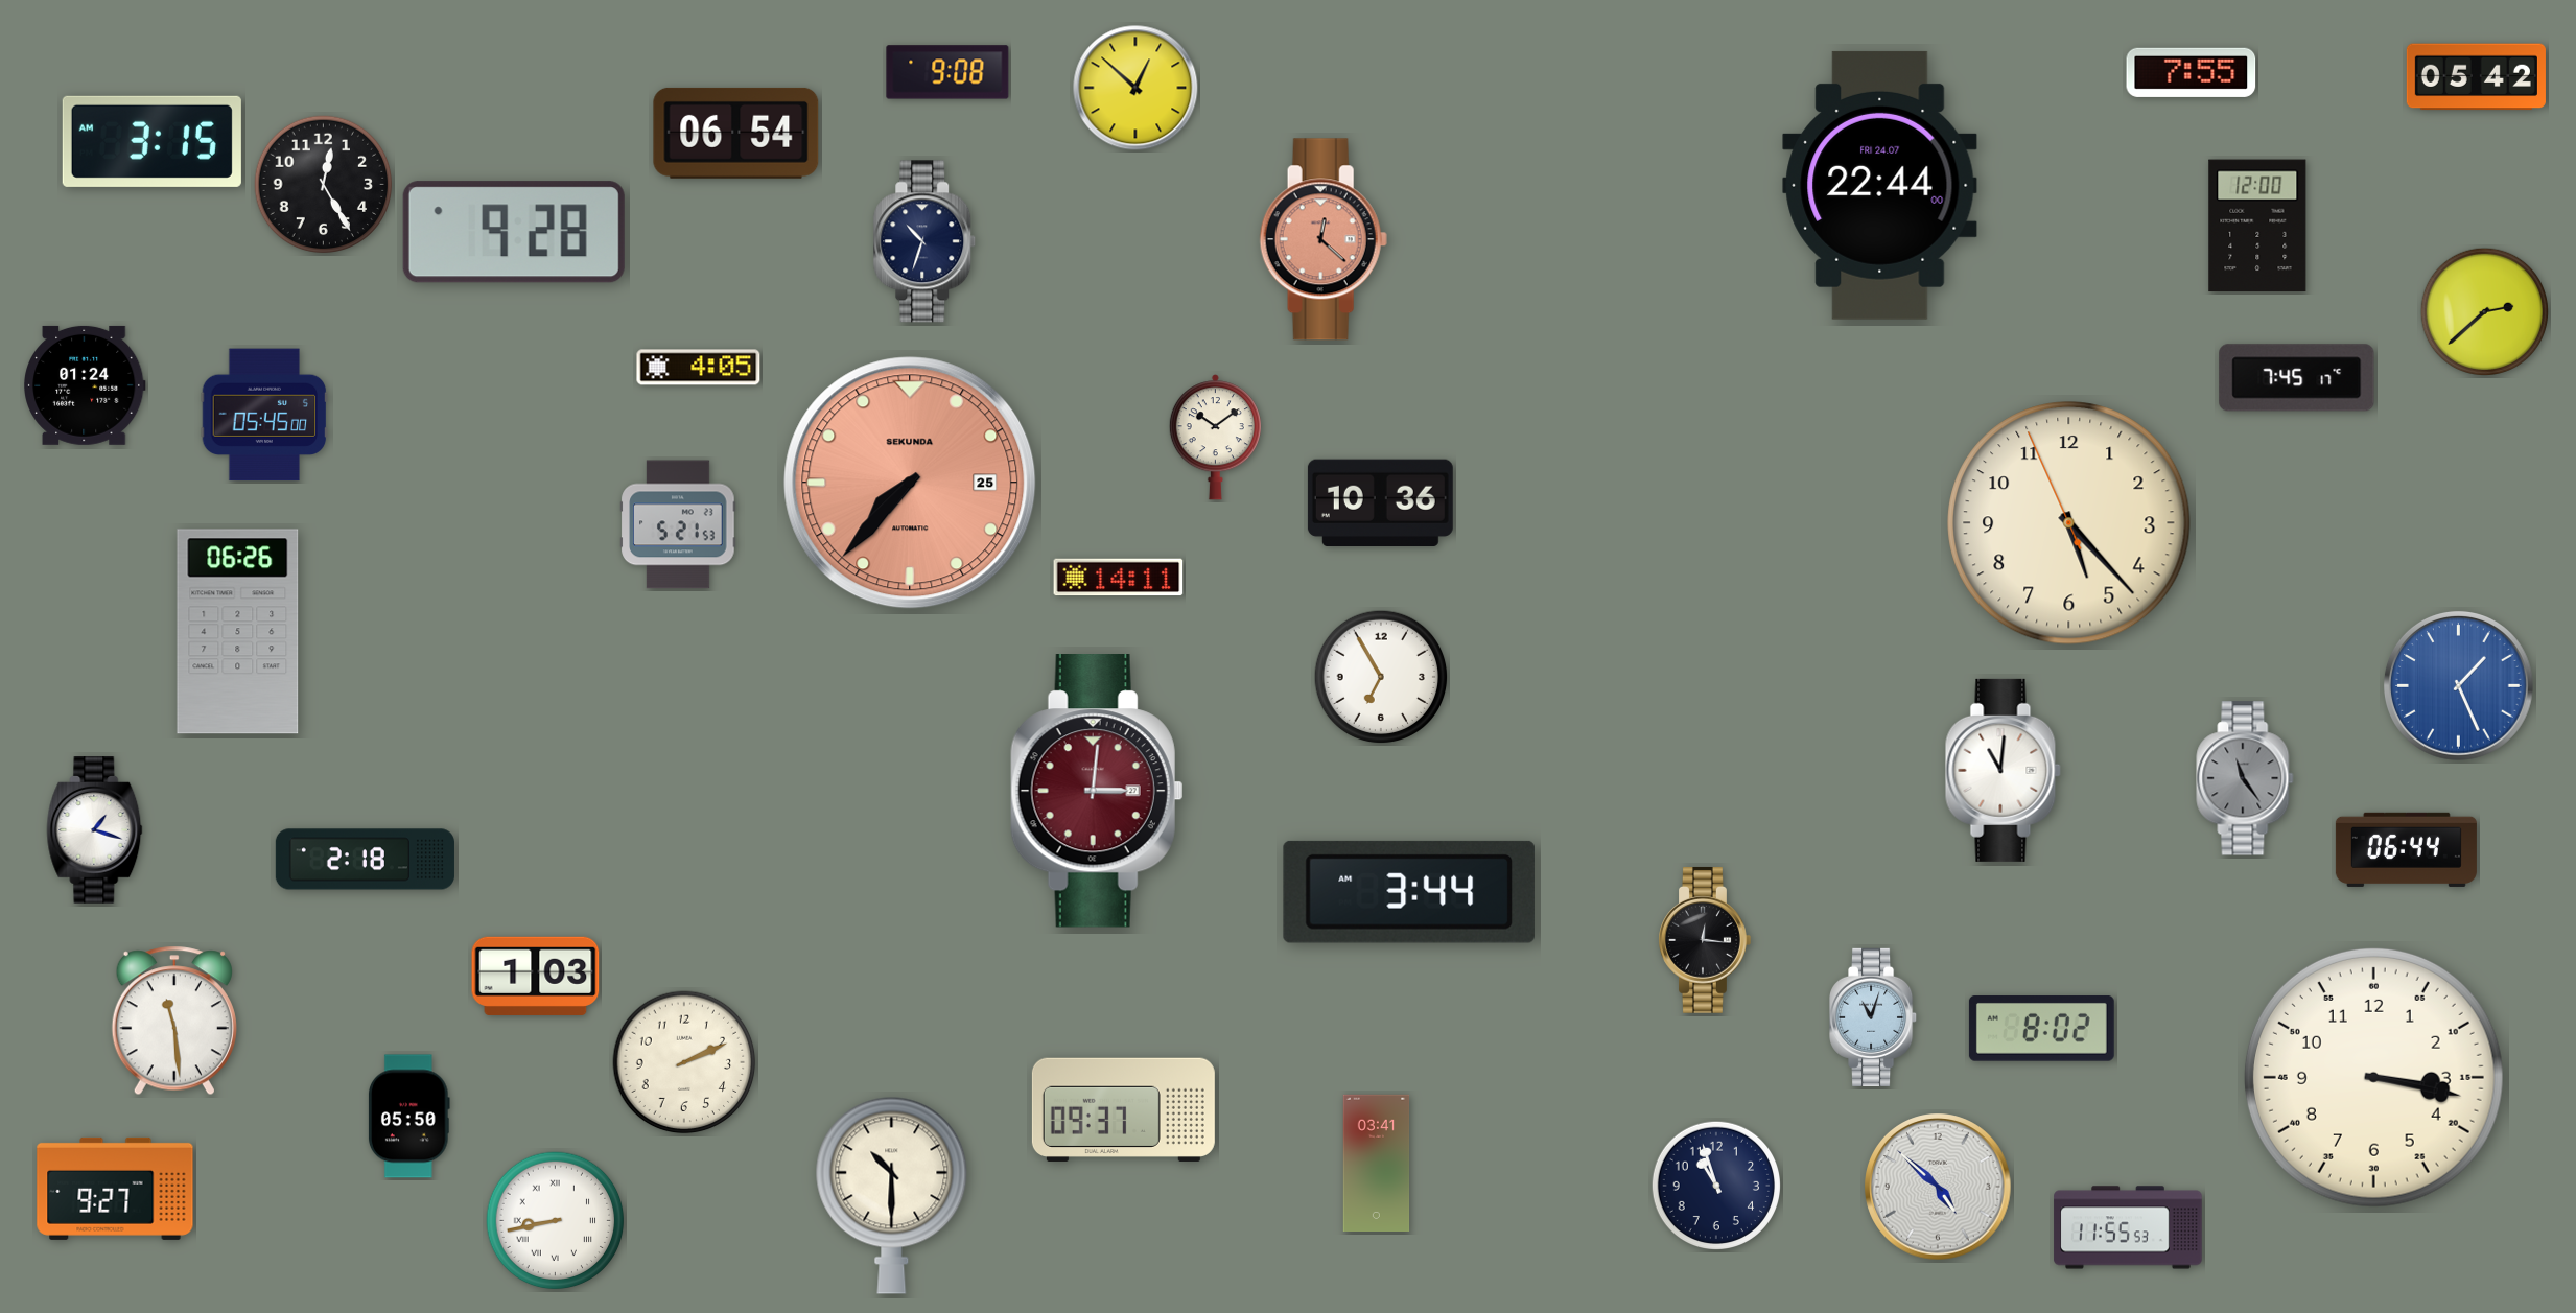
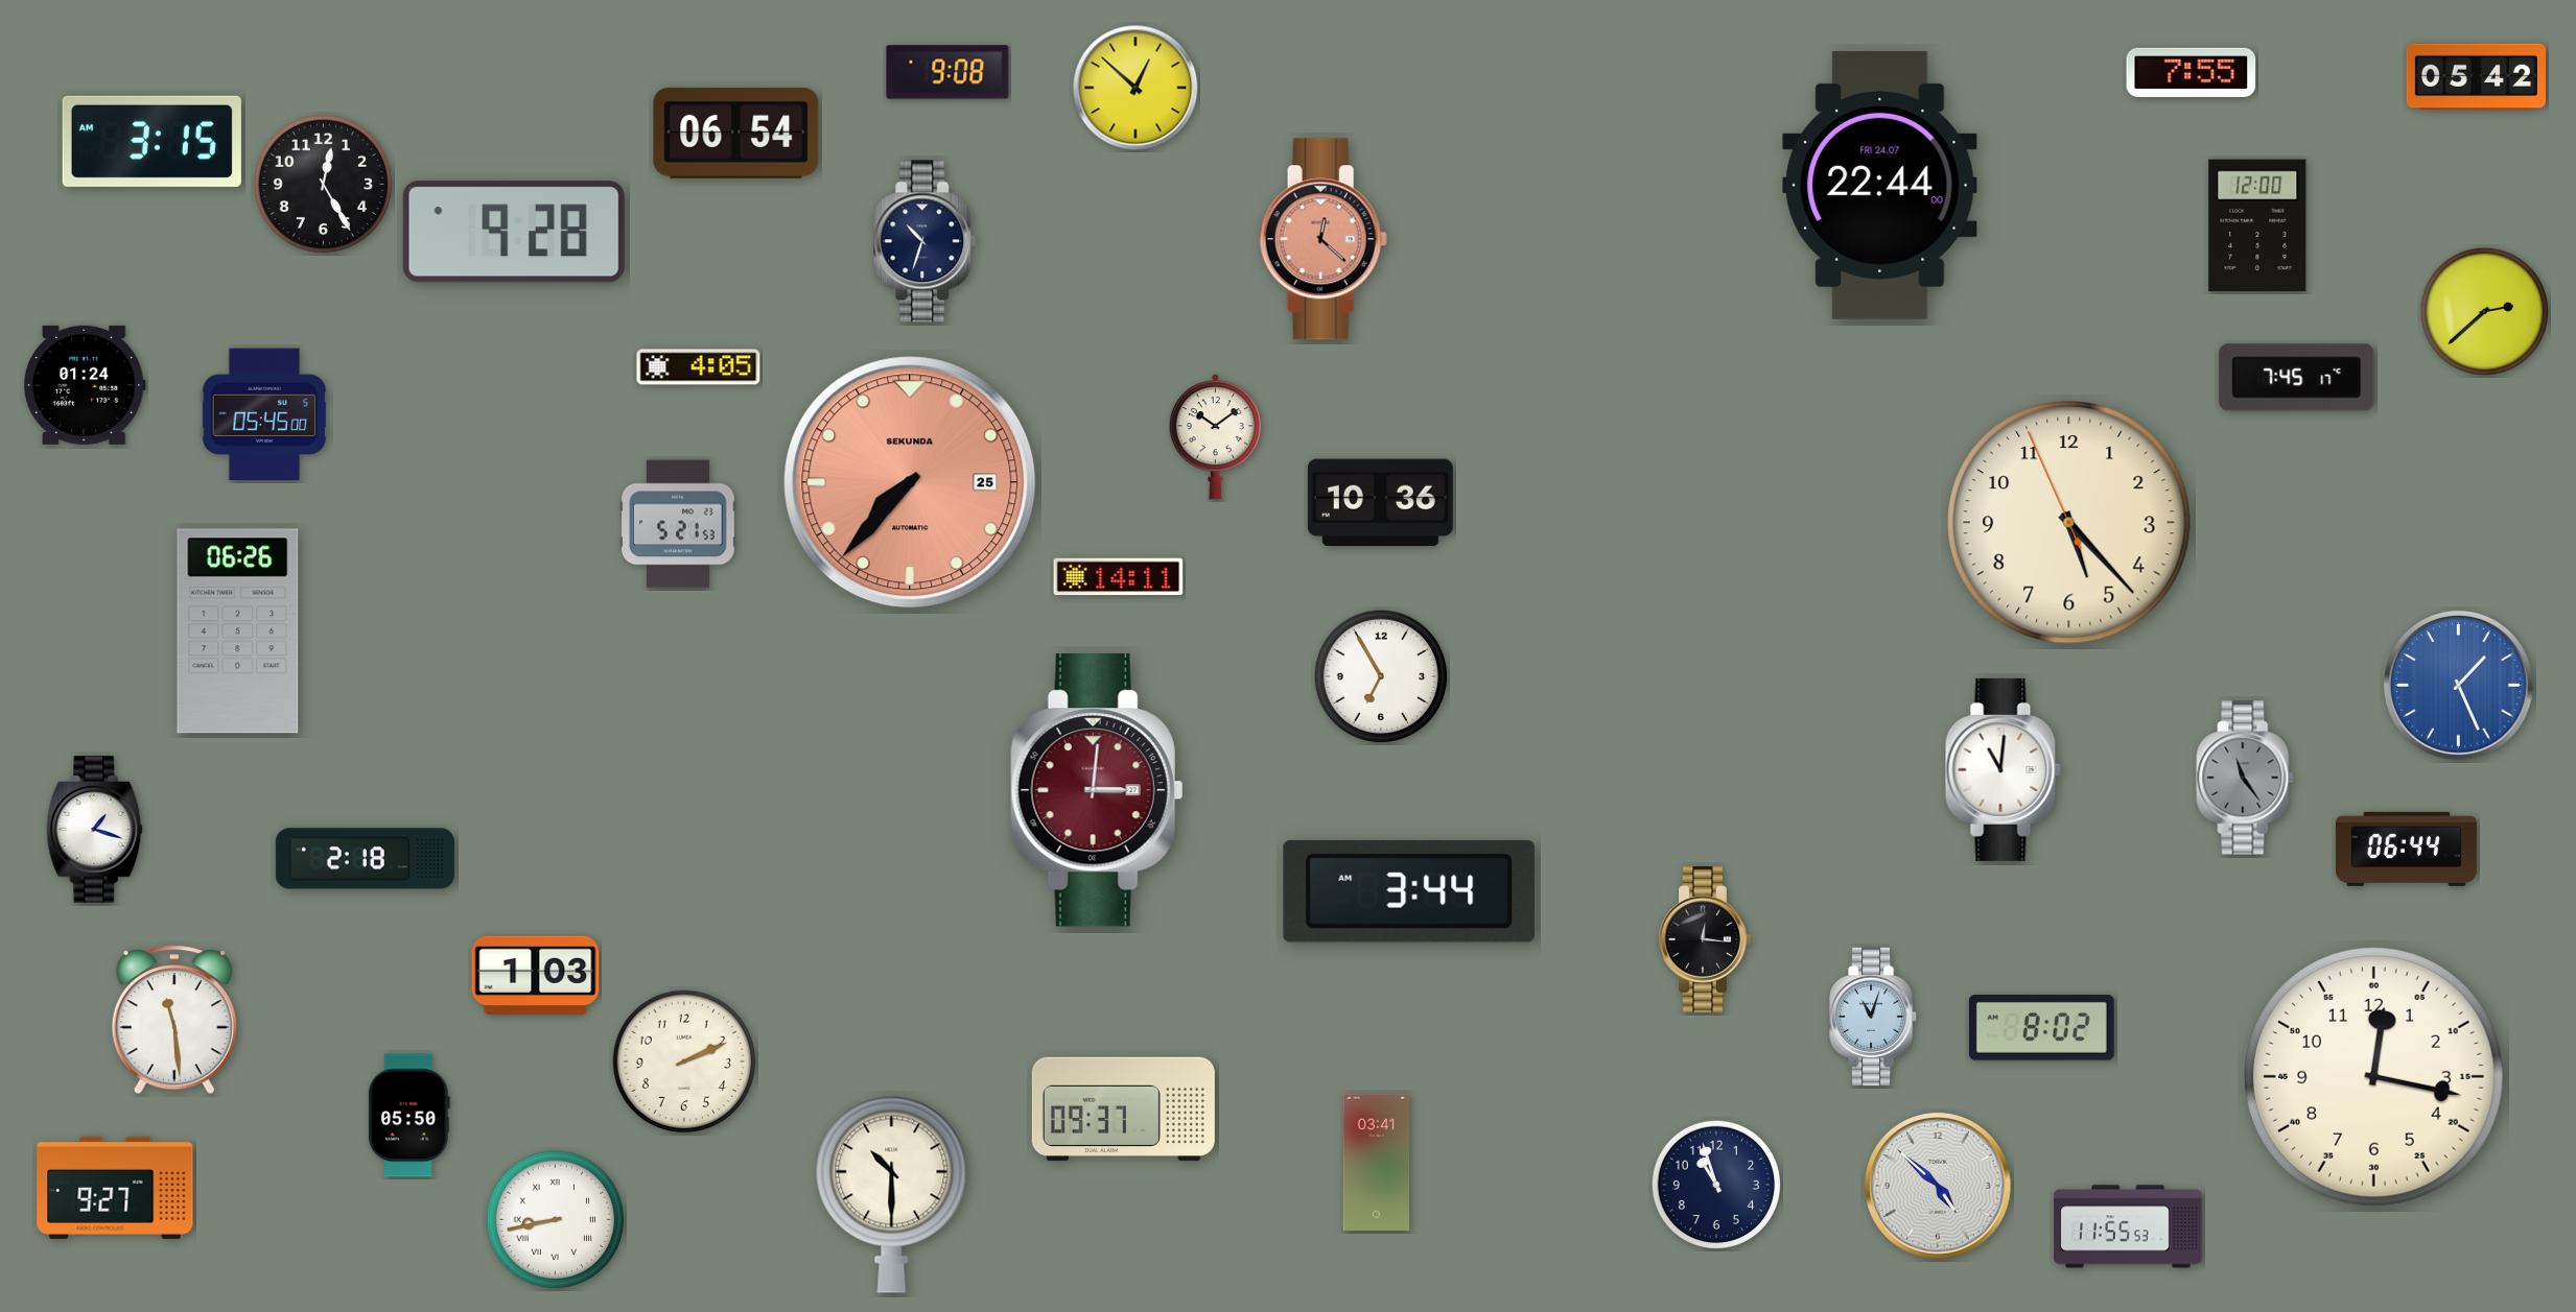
clock at (2373, 1077): 3:17 -> 12:17
